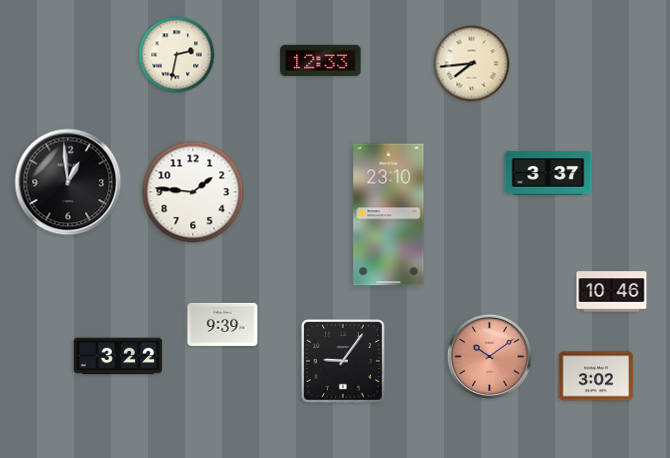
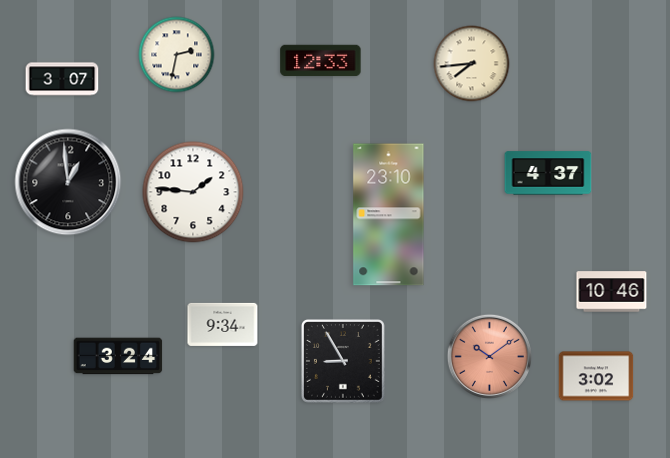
clock at (62, 79): none -> 3:07
clock at (548, 173): 3:37 -> 4:37
clock at (223, 324): 9:39 -> 9:34
clock at (118, 356): 3:22 -> 3:24
clock at (343, 361): 9:06 -> 8:55
